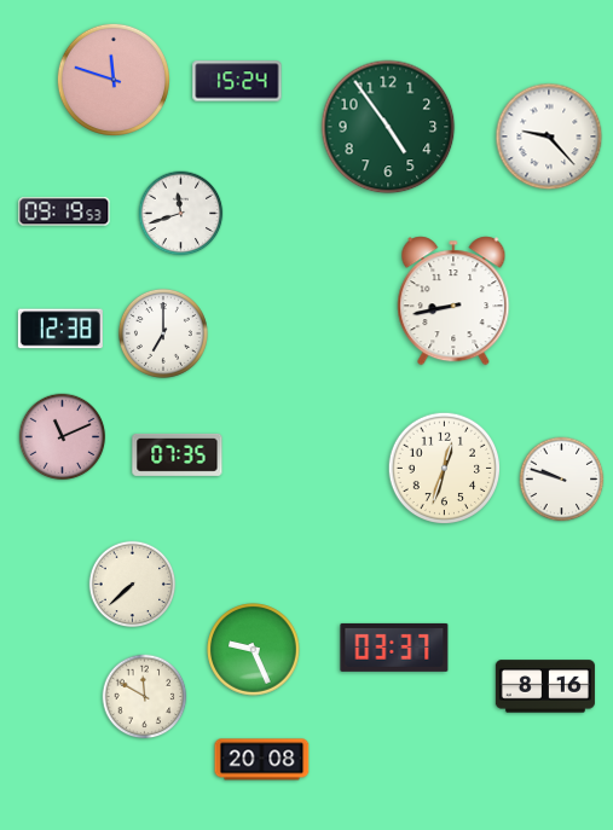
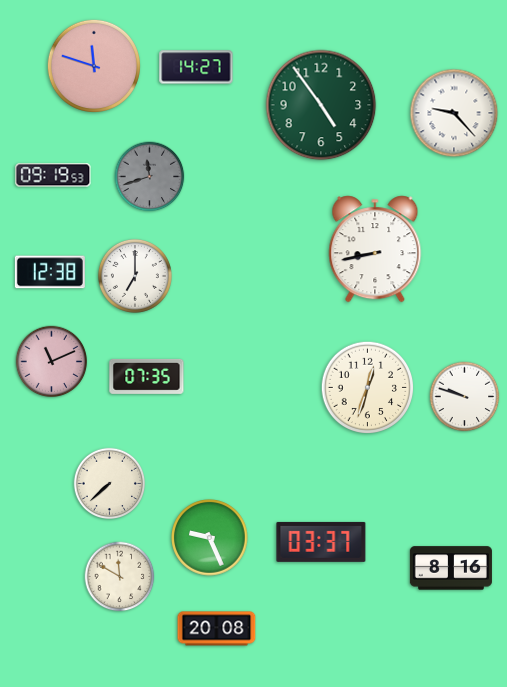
clock at (237, 81): 15:24 -> 14:27
clock at (181, 214) dial: white -> grey
clock at (394, 648) position: (394, 648) -> (321, 542)
